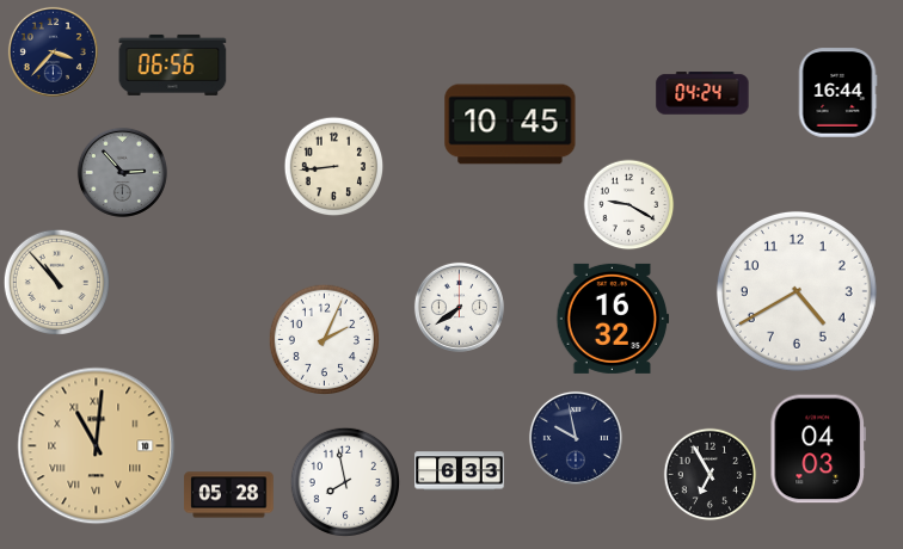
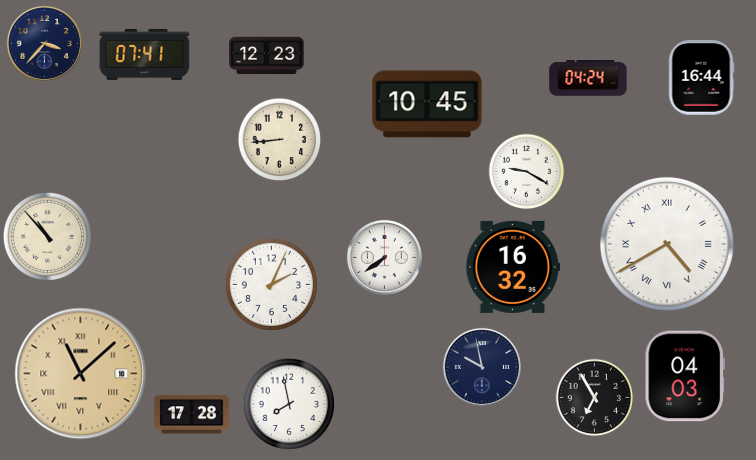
clock at (173, 64): 06:56 -> 07:41
clock at (267, 56): none -> 12:23
clock at (122, 172): 2:53 -> none
clock at (797, 291) numerals: Arabic -> Roman
clock at (97, 446): 11:01 -> 11:08
clock at (460, 471): 6:33 -> none
clock at (229, 495): 05:28 -> 17:28
